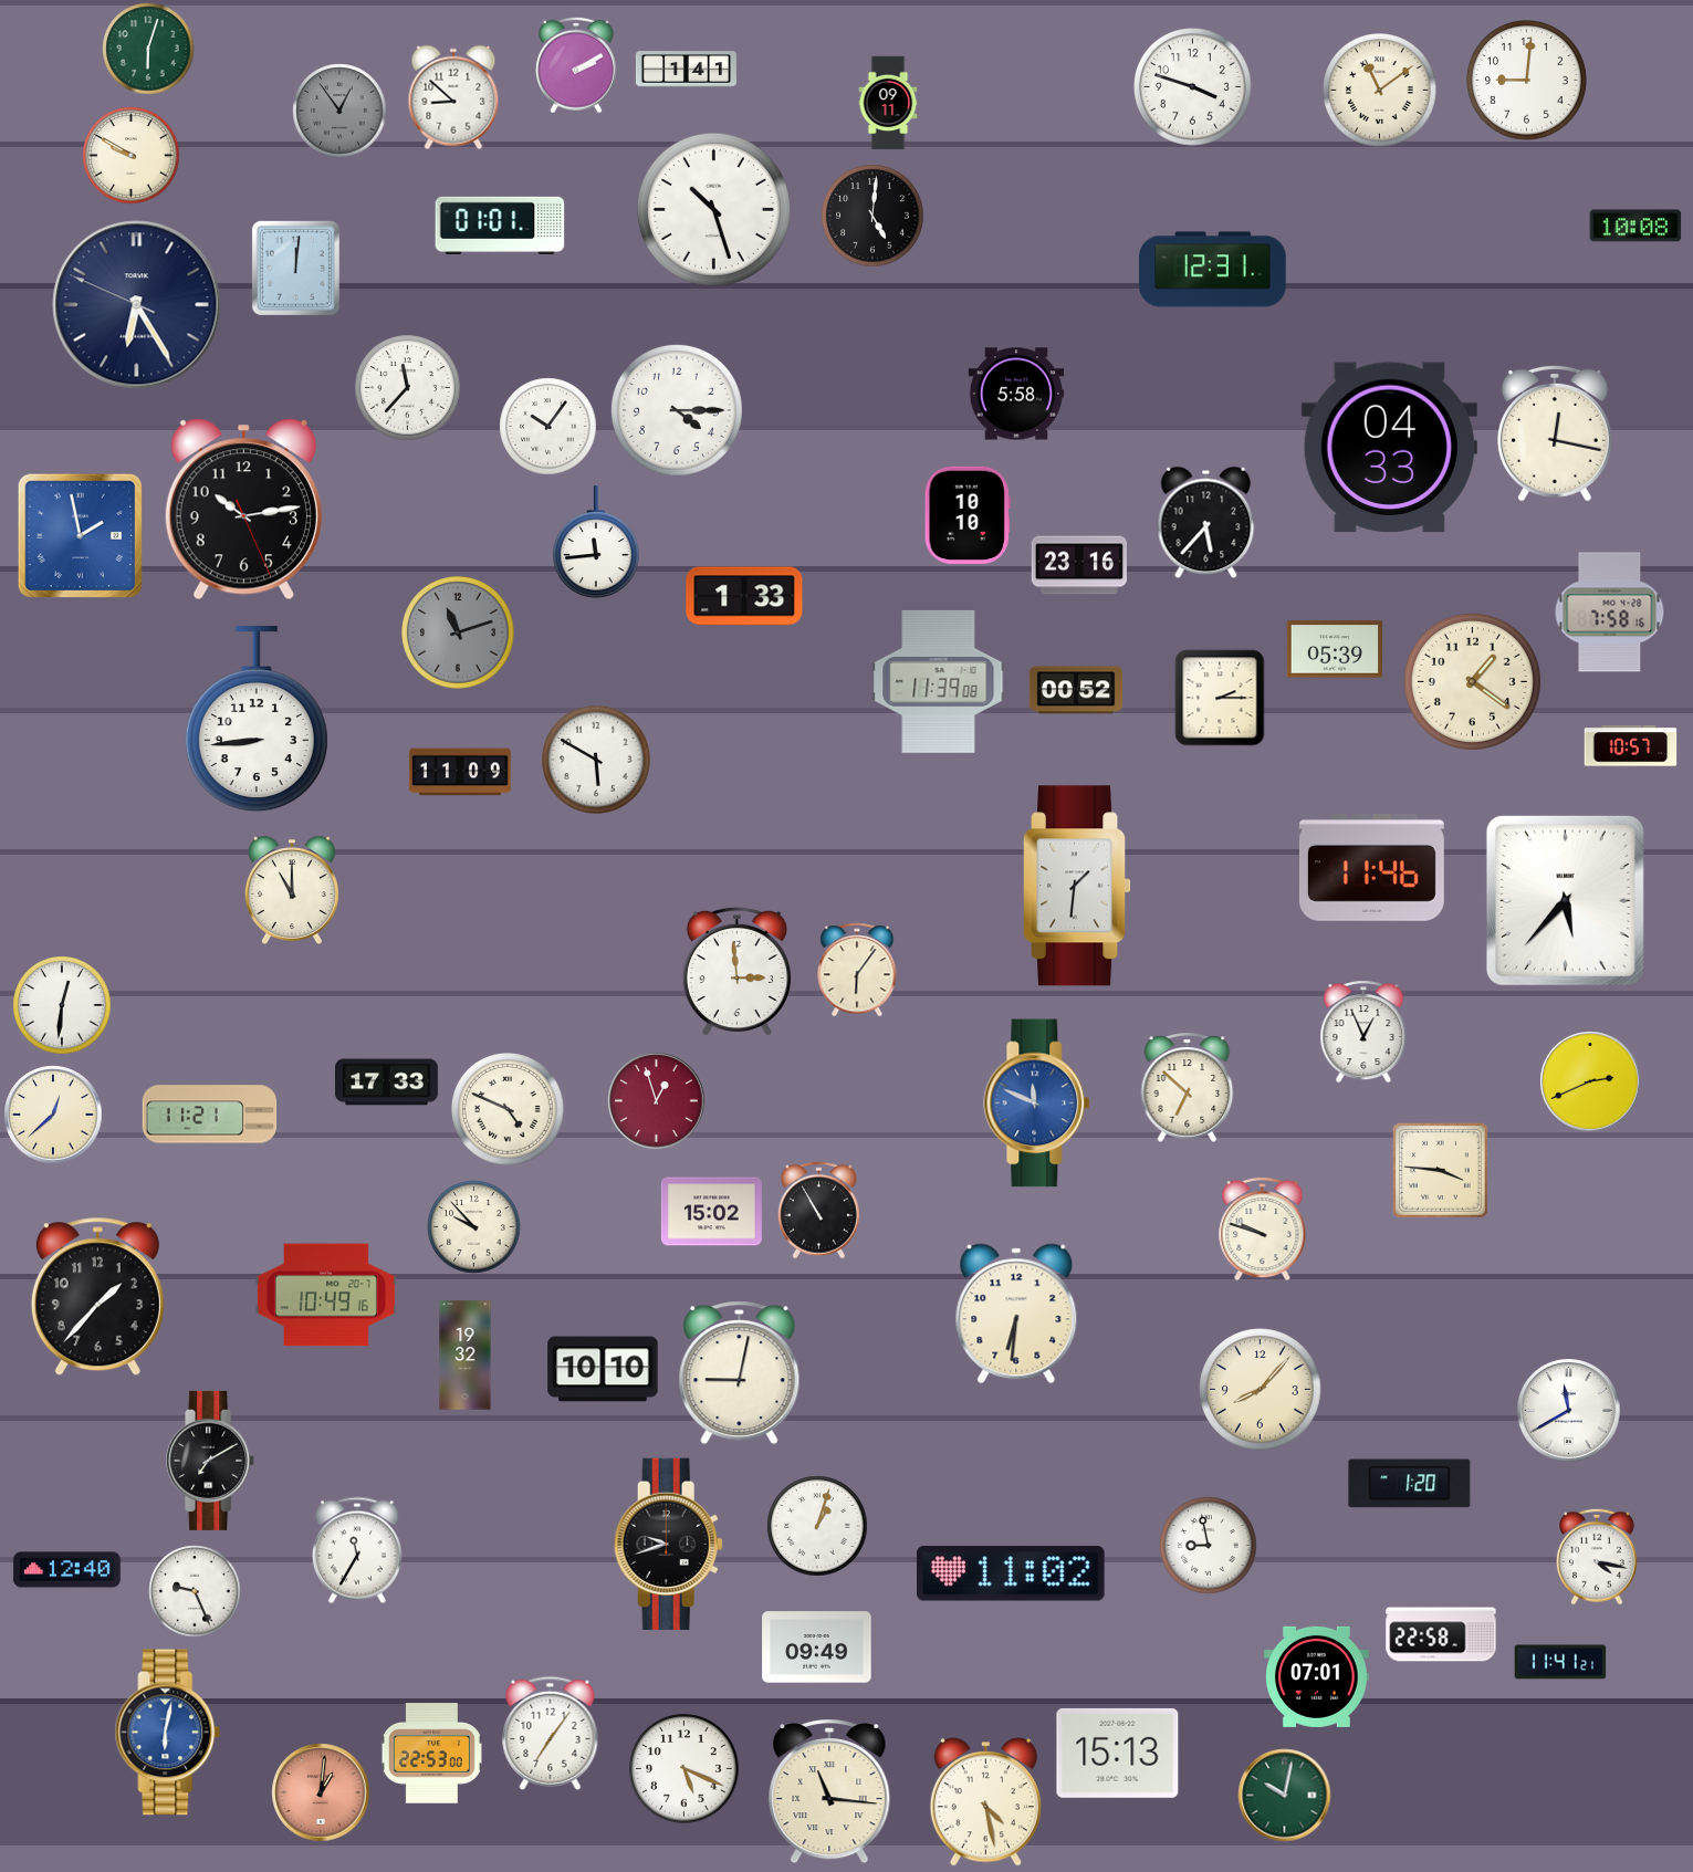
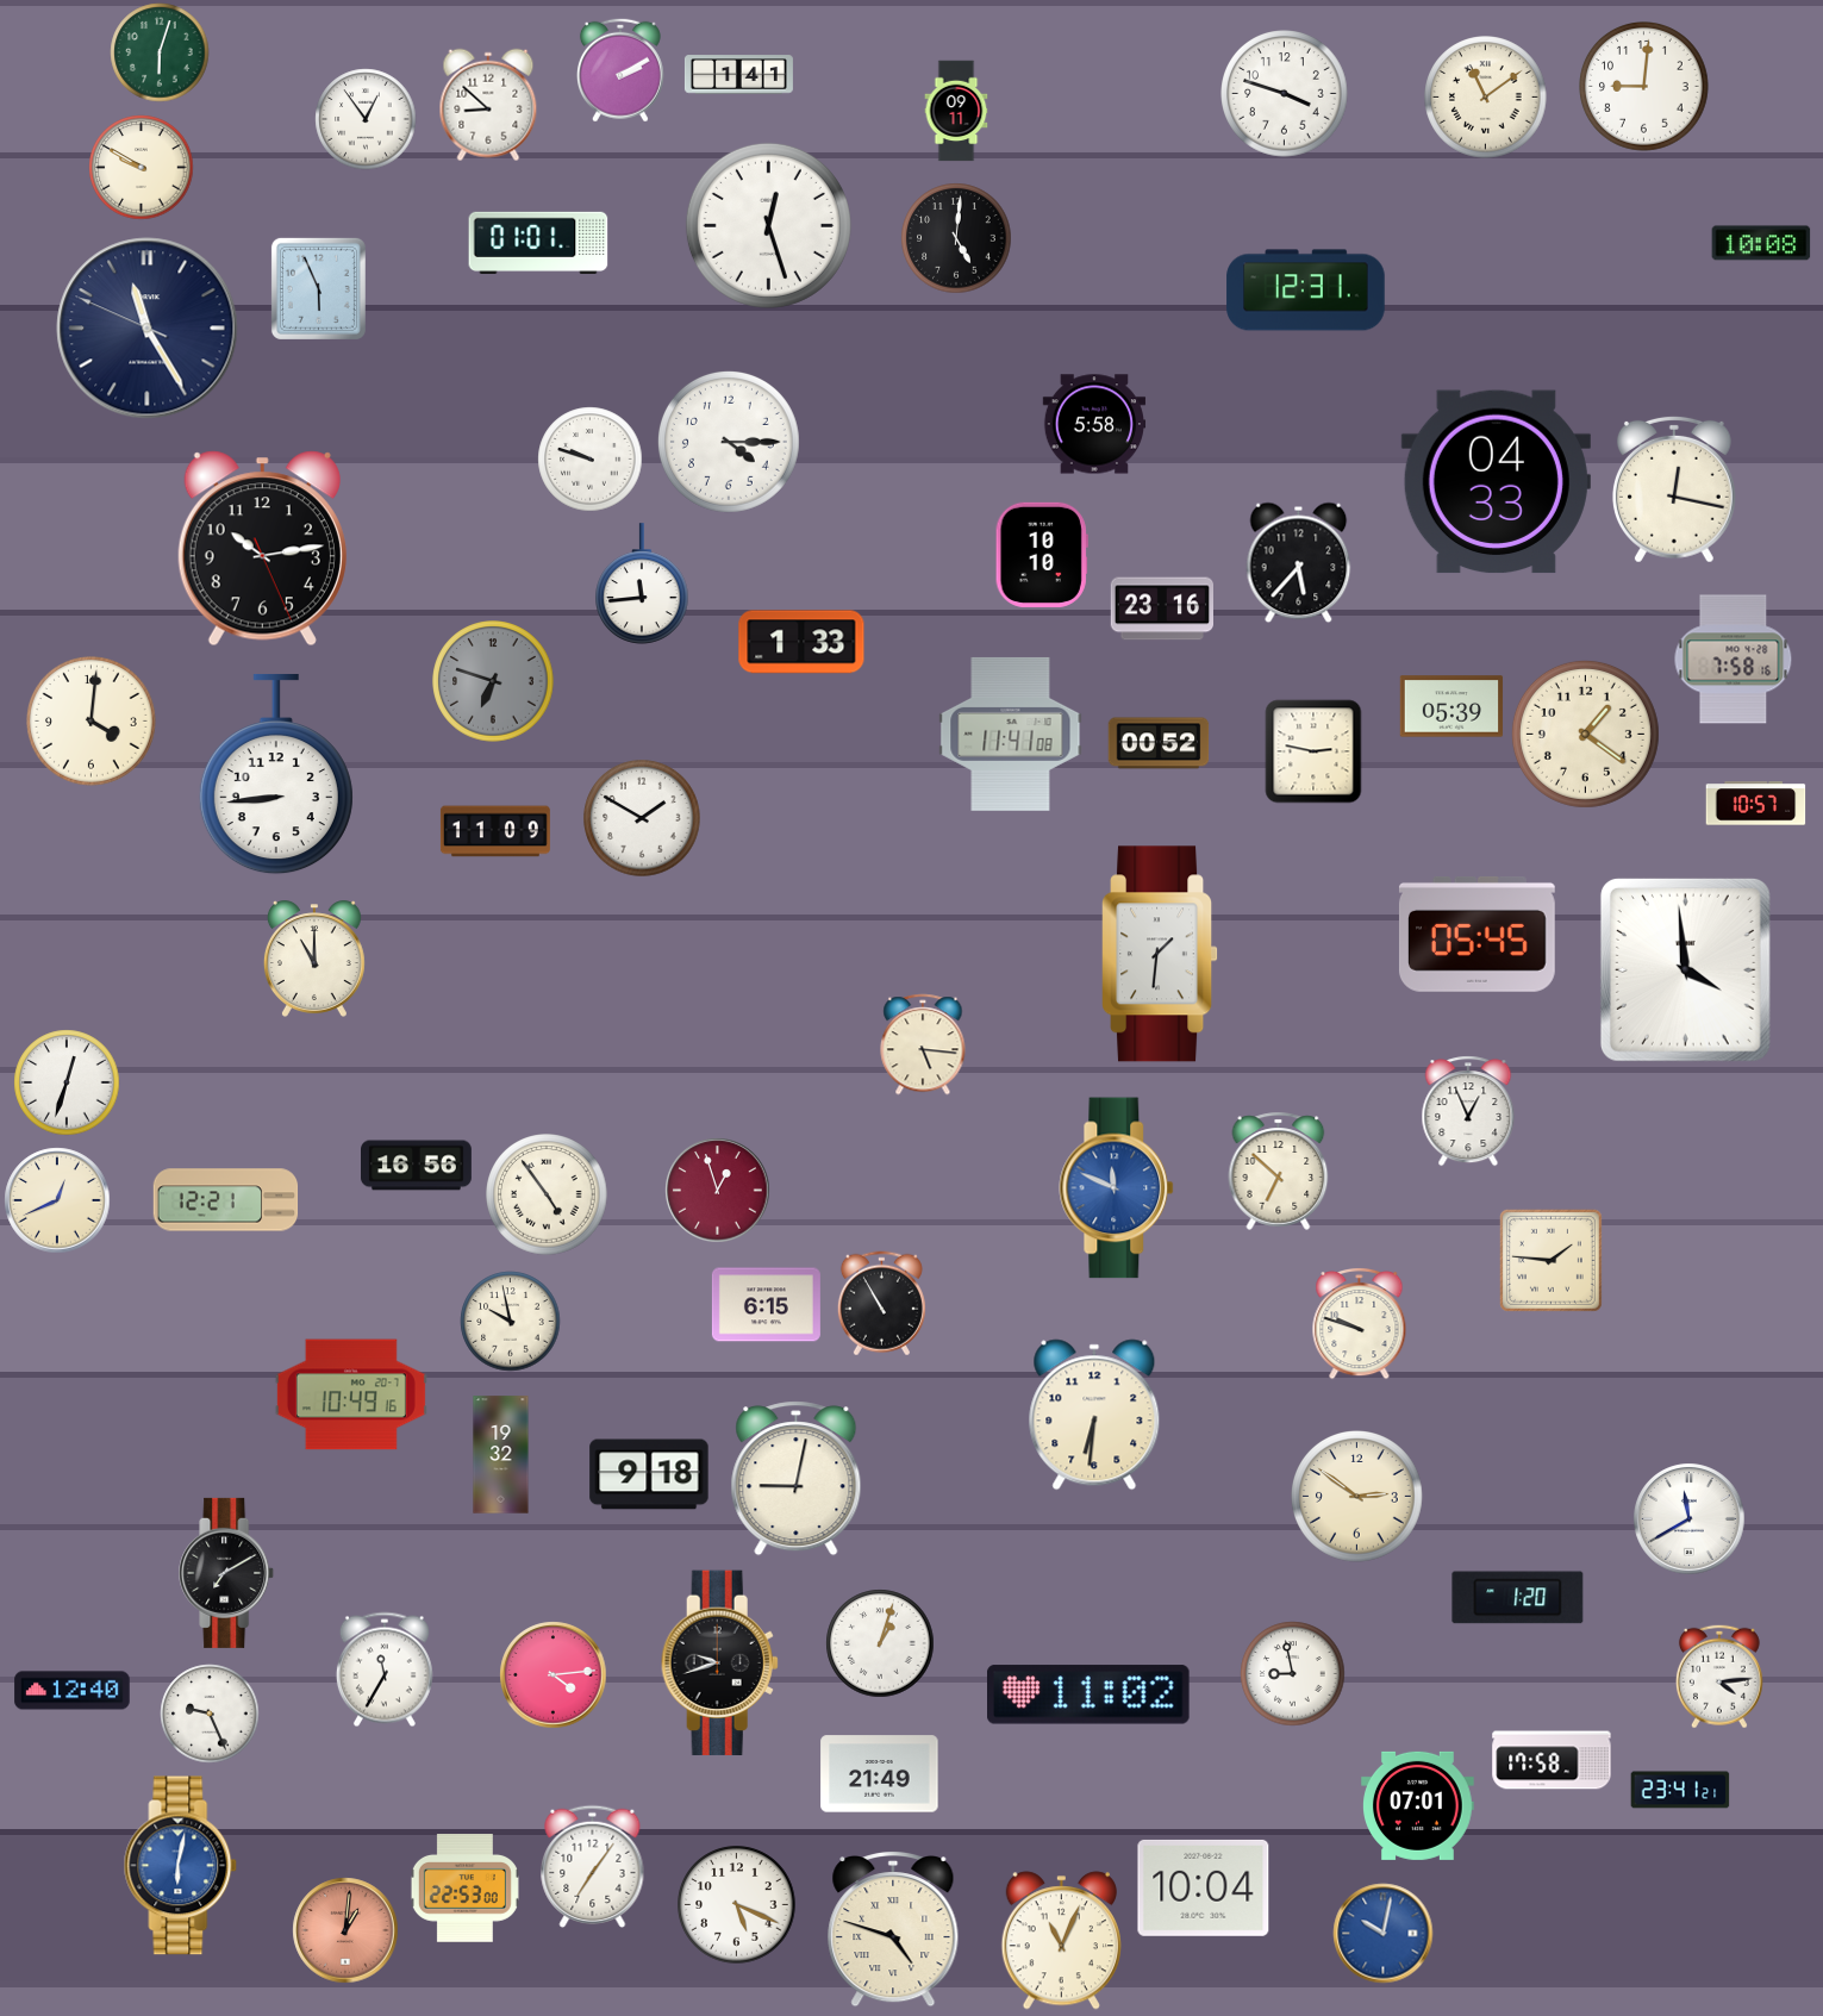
clock at (339, 111) dial: grey -> white
clock at (713, 209): 10:27 -> 12:27
clock at (872, 216) position: (872, 216) -> (956, 238)
clock at (295, 268): 12:01 -> 5:56
clock at (137, 305): 6:24 -> 11:24
clock at (408, 388): 11:37 -> none
clock at (548, 427): 10:06 -> 9:48
clock at (1555, 433) position: (1555, 433) -> (1674, 489)
clock at (81, 536): 1:58 -> none
clock at (458, 632): 11:12 -> 6:48
clock at (1335, 649) position: (1335, 649) -> (1451, 706)
clock at (92, 722): none -> 4:01
clock at (939, 681): 11:39 -> 11:41
clock at (1220, 698): 2:15 -> 2:47
clock at (596, 760): 5:50 -> 1:50
clock at (1371, 867): 11:46 -> 05:45
clock at (1565, 900): 5:37 -> 3:59
clock at (857, 970): 6:06 -> 5:16
clock at (736, 972): 2:59 -> none
clock at (62, 1005): 12:31 -> 12:33
clock at (1590, 1081): 2:41 -> none
clock at (387, 1083): 17:33 -> 16:56
clock at (657, 1101) position: (657, 1101) -> (718, 1191)
clock at (508, 1109): 4:49 -> 4:54
clock at (53, 1115): 12:38 -> 12:41
clock at (210, 1115): 11:21 -> 12:21
clock at (1440, 1170): 3:46 -> 1:46
clock at (711, 1212): 15:02 -> 6:15
clock at (474, 1227): 9:53 -> 9:58
clock at (97, 1297): 1:37 -> none
clock at (466, 1356) position: (466, 1356) -> (501, 1455)
clock at (603, 1369): 10:10 -> 9:18
clock at (1261, 1390): 8:07 -> 2:51
clock at (1209, 1546) position: (1209, 1546) -> (1293, 1674)
clock at (554, 1675): none -> 4:14
clock at (1597, 1557): 4:17 -> 4:14
clock at (1441, 1634): 22:58 -> 17:58
clock at (817, 1648): 09:49 -> 21:49
clock at (1560, 1662): 11:41 -> 23:41
clock at (1118, 1753): 15:13 -> 10:04
clock at (829, 1791): 11:16 -> 4:48
clock at (1285, 1796) dial: green -> blue
clock at (985, 1802): 4:28 -> 11:04
